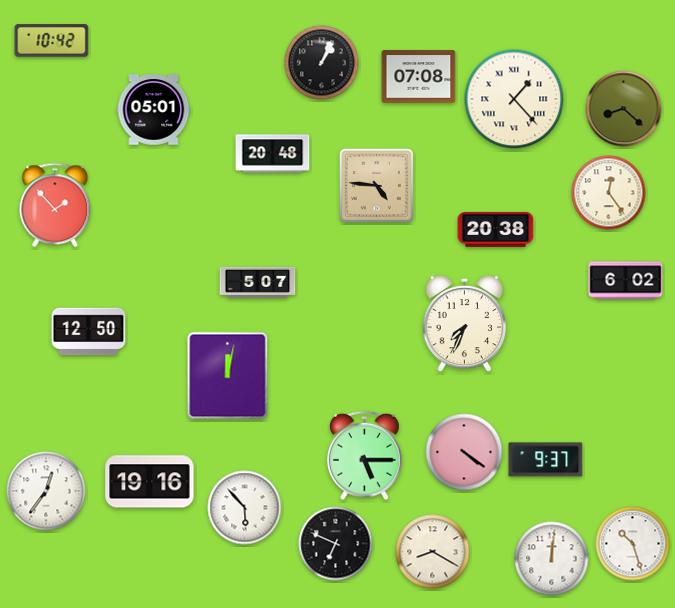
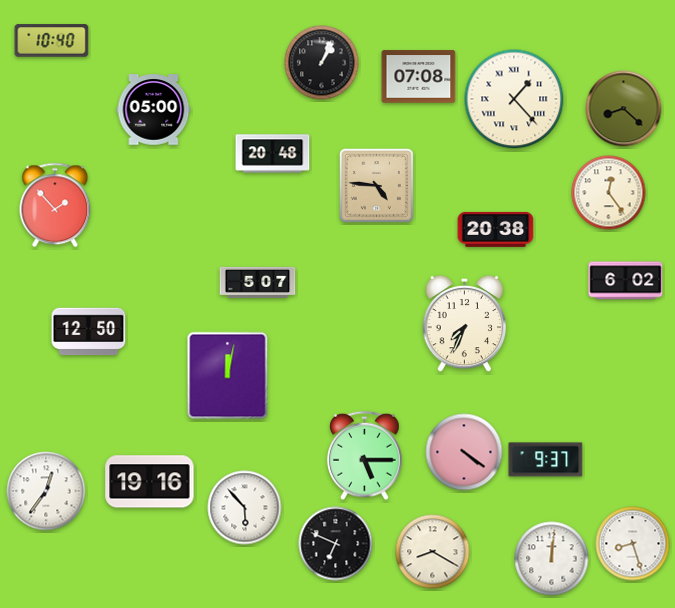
clock at (52, 41): 10:42 -> 10:40
clock at (154, 110): 05:01 -> 05:00
clock at (633, 544): 10:27 -> 8:27
